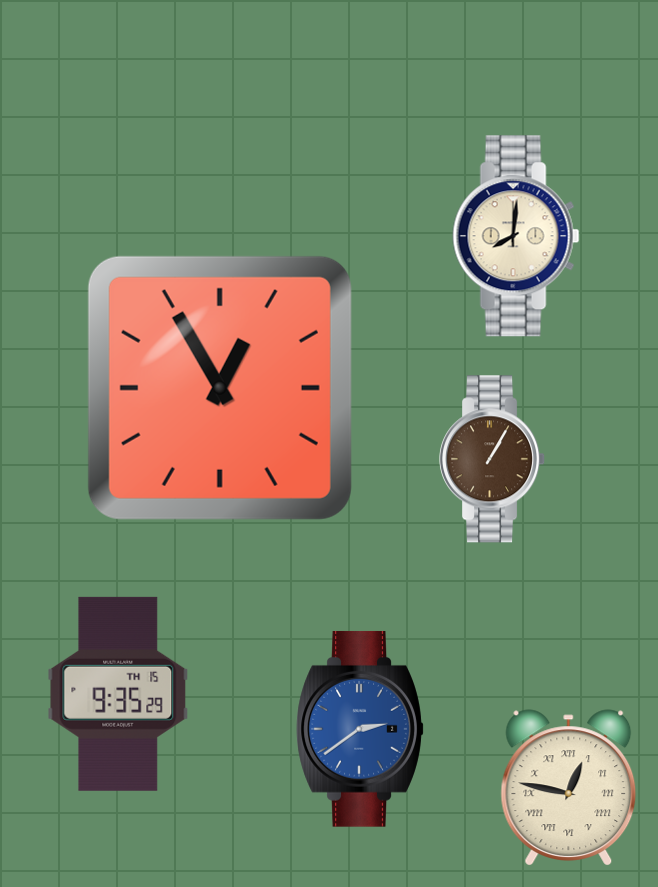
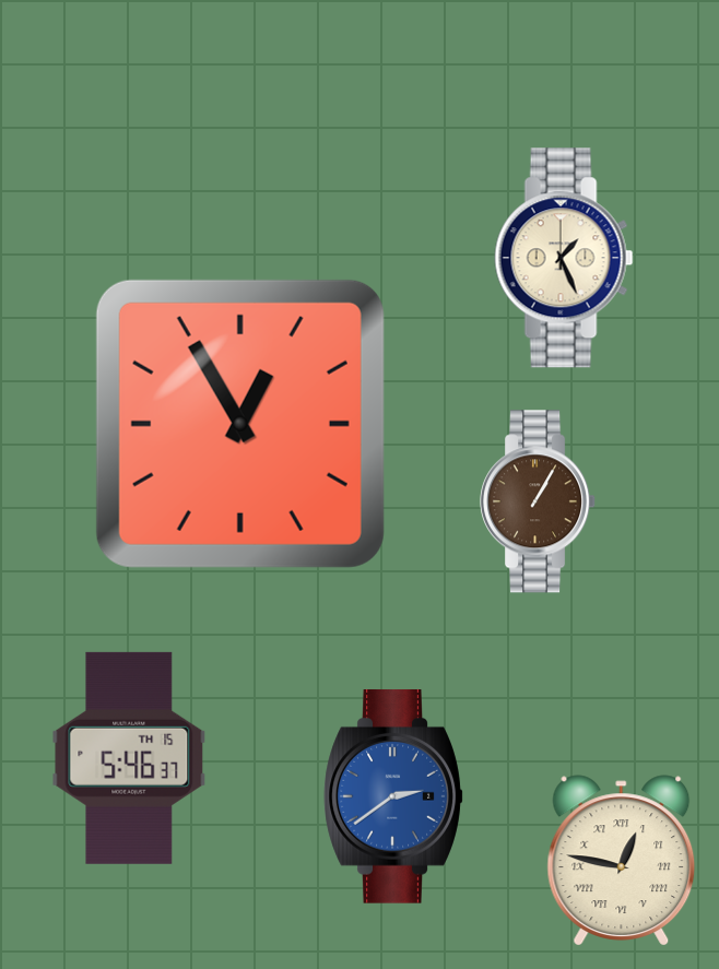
clock at (516, 236): 8:01 -> 1:26
clock at (118, 694): 9:35 -> 5:46
